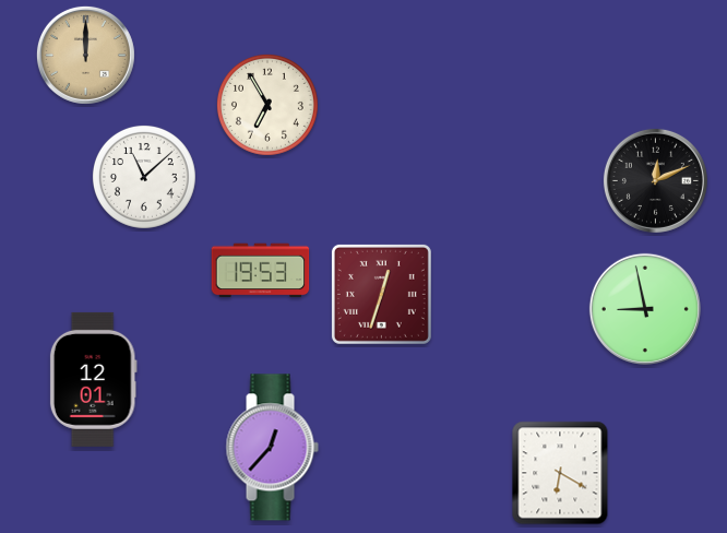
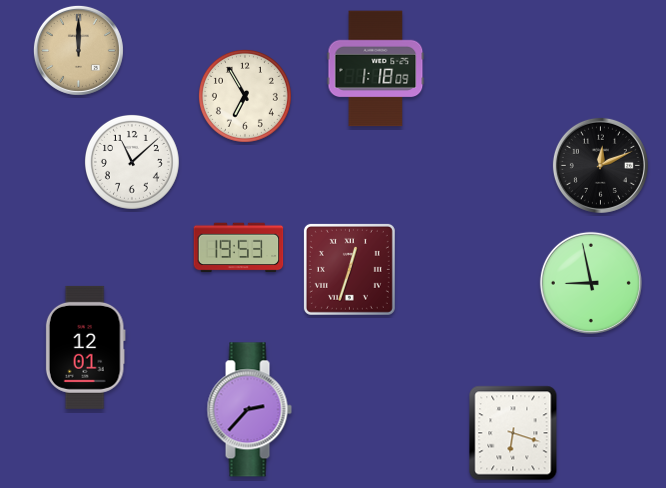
clock at (376, 69): none -> 1:18
clock at (272, 448): 12:37 -> 2:37
clock at (560, 473): 6:20 -> 6:18
